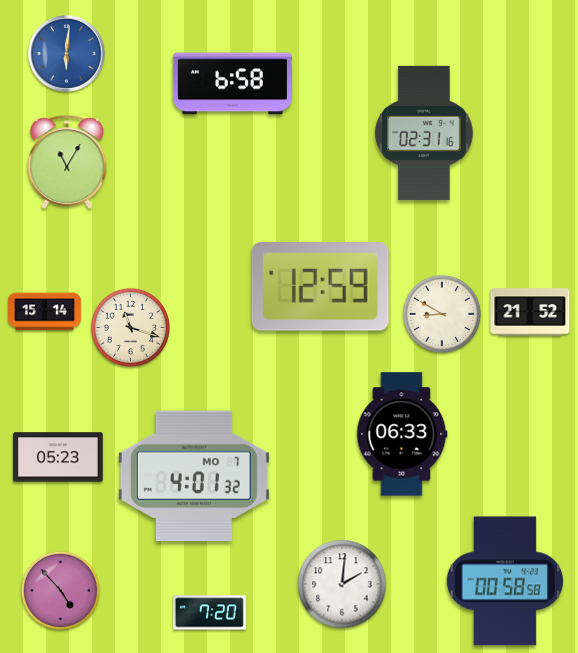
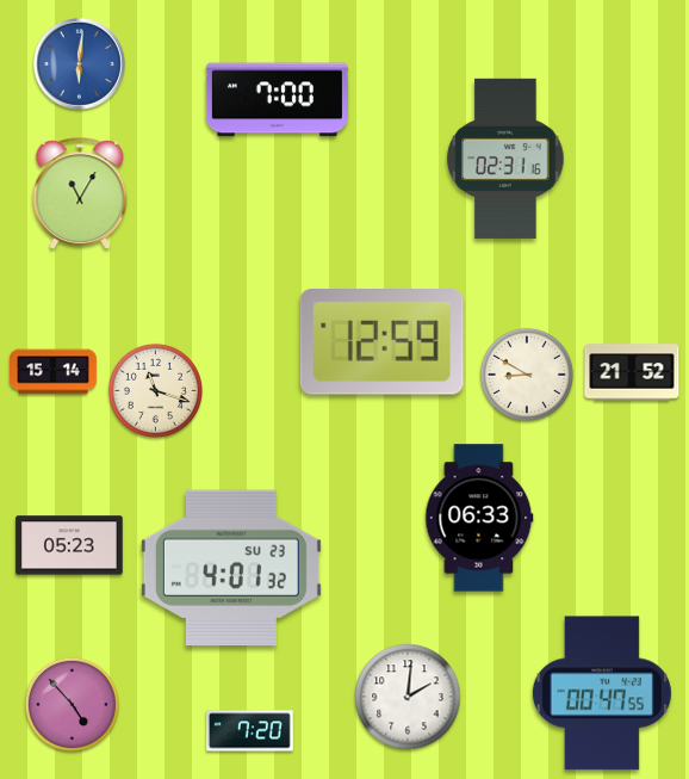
clock at (232, 84): 6:58 -> 7:00
clock at (194, 476) date: MO 7 -> SU 23
clock at (505, 581): 00:58 -> 00:47
